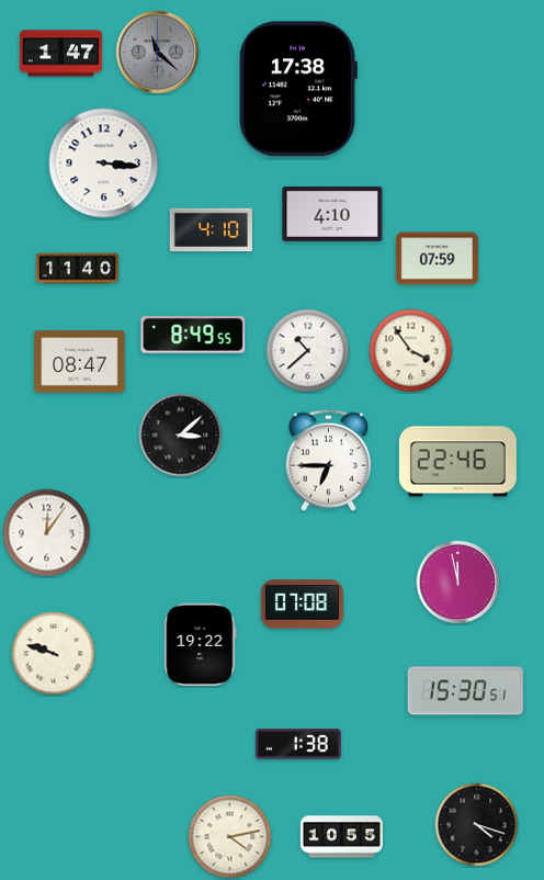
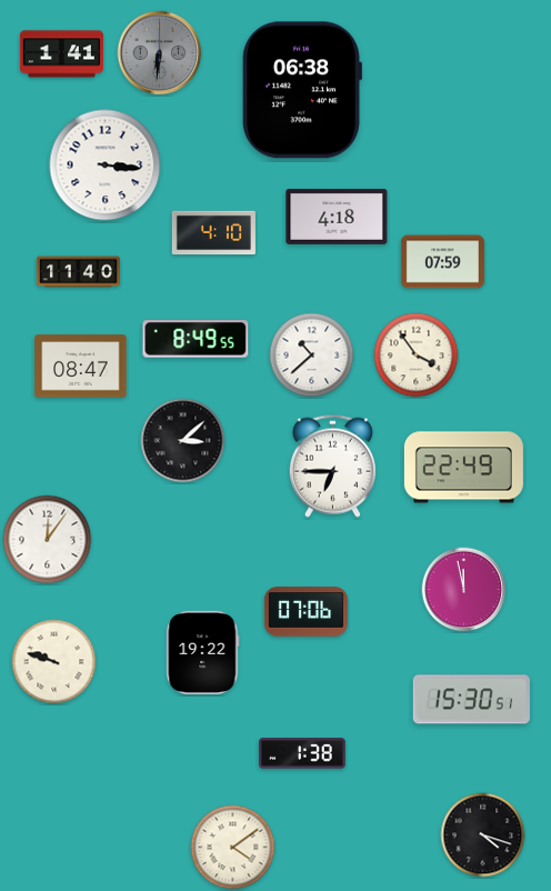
clock at (158, 53): 11:22 -> 6:31
clock at (60, 54): 1:47 -> 1:41
clock at (298, 89): 17:38 -> 06:38
clock at (332, 214): 4:10 -> 4:18
clock at (457, 462): 22:46 -> 22:49
clock at (302, 605): 07:08 -> 07:06
clock at (230, 837): 4:13 -> 4:09
clock at (341, 837): 10:55 -> none
